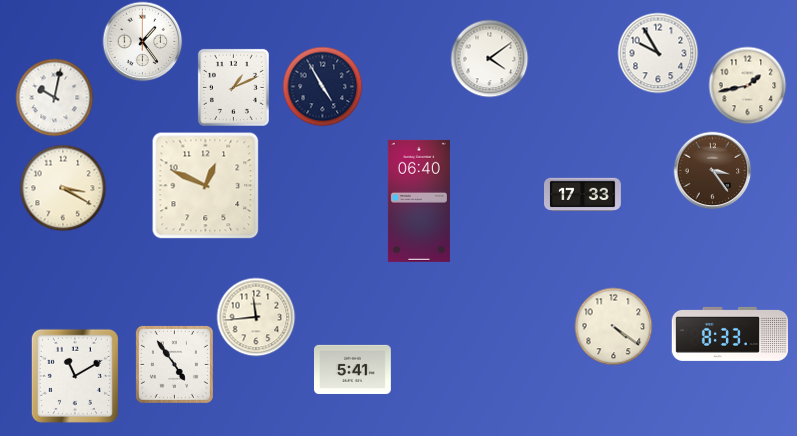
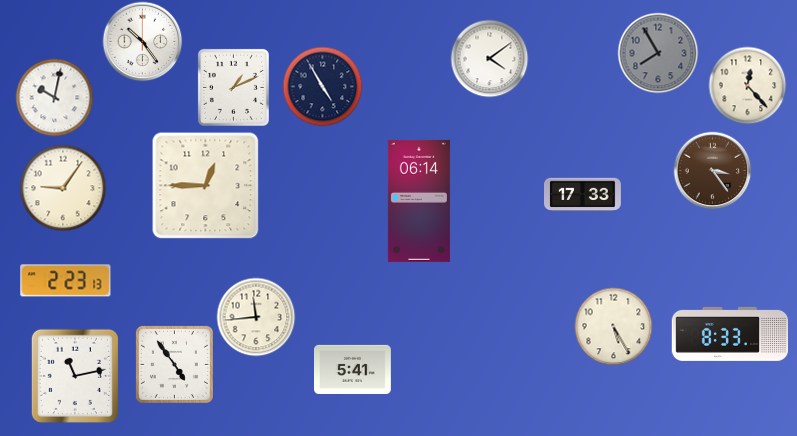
clock at (142, 41): 1:24 -> 10:24
clock at (658, 53): 9:55 -> 7:55
clock at (658, 53) dial: white -> grey
clock at (747, 85): 1:43 -> 12:23
clock at (206, 186): 12:49 -> 12:45
clock at (63, 188): 3:20 -> 9:06
clock at (419, 201): 06:40 -> 06:14
clock at (66, 281): none -> 2:23
clock at (613, 326): 4:21 -> 5:25
clock at (75, 376): 11:10 -> 11:13
